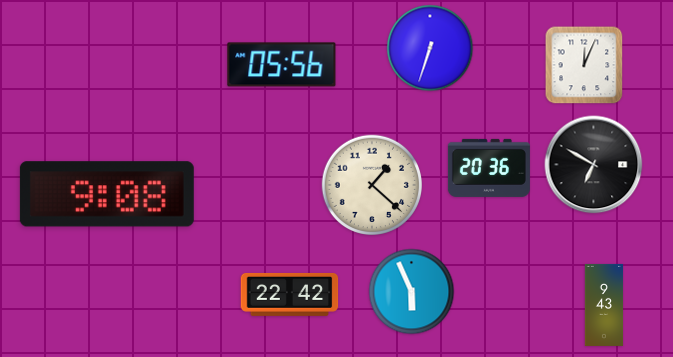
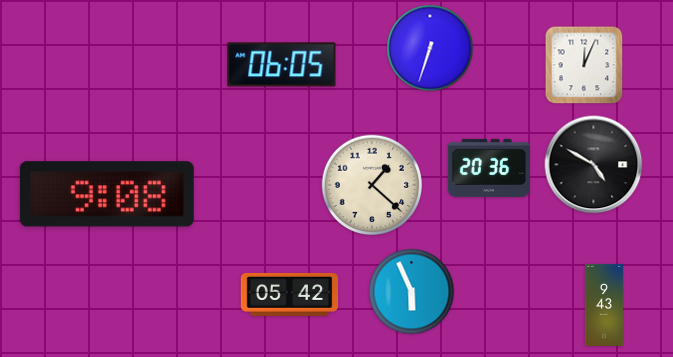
clock at (282, 65): 05:56 -> 06:05
clock at (594, 165): 6:50 -> 4:50
clock at (290, 294): 22:42 -> 05:42
